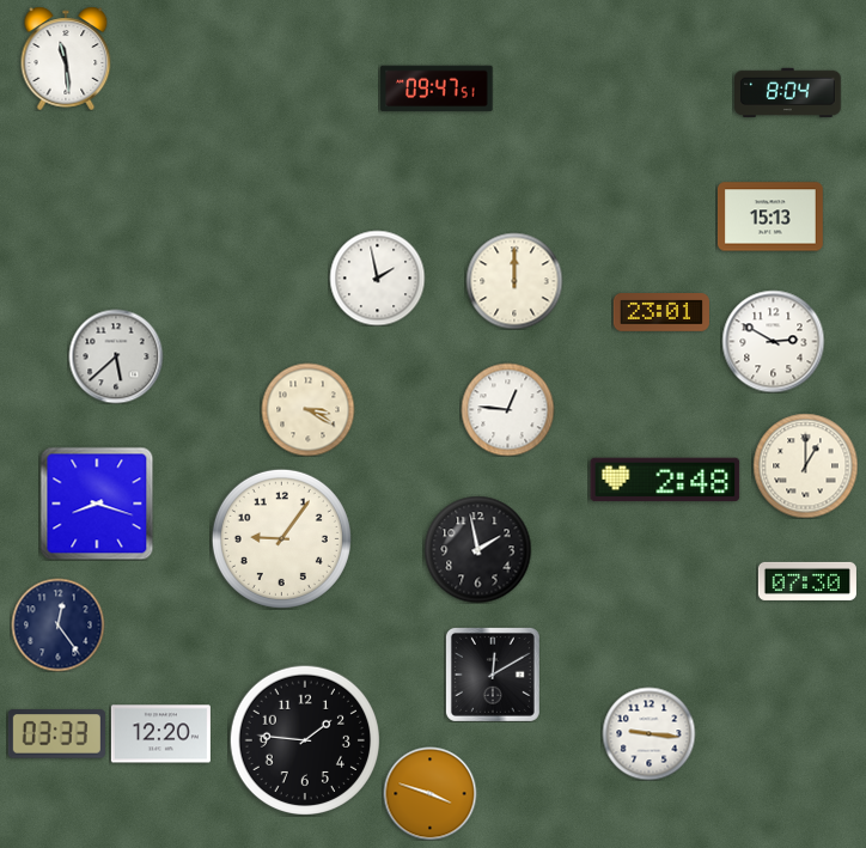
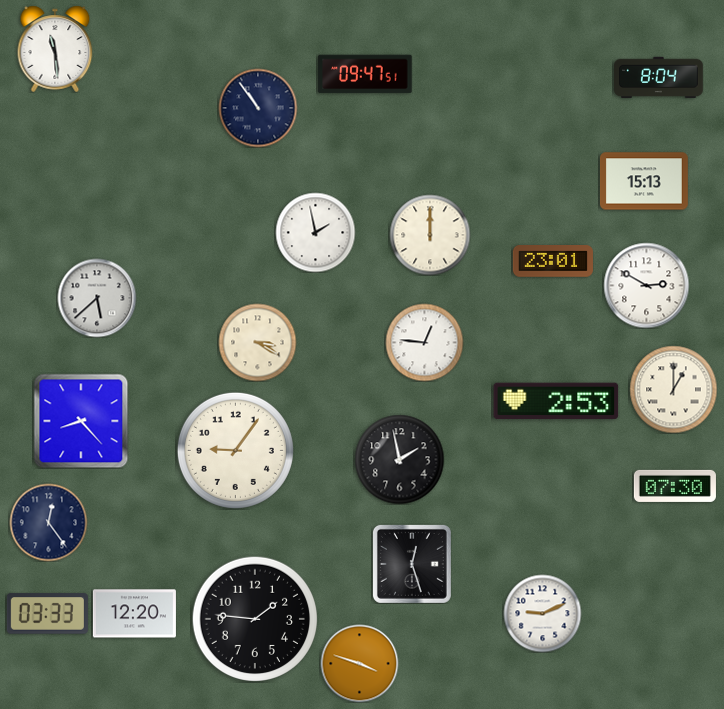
clock at (258, 108): none -> 10:54
clock at (665, 480): 2:48 -> 2:53
clock at (97, 504): 8:18 -> 8:23
clock at (493, 675): 12:10 -> 12:27
clock at (648, 733): 9:16 -> 9:11
